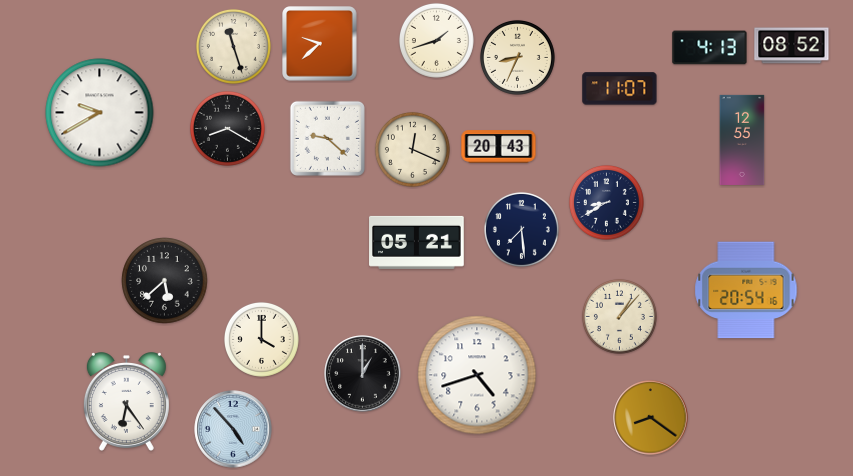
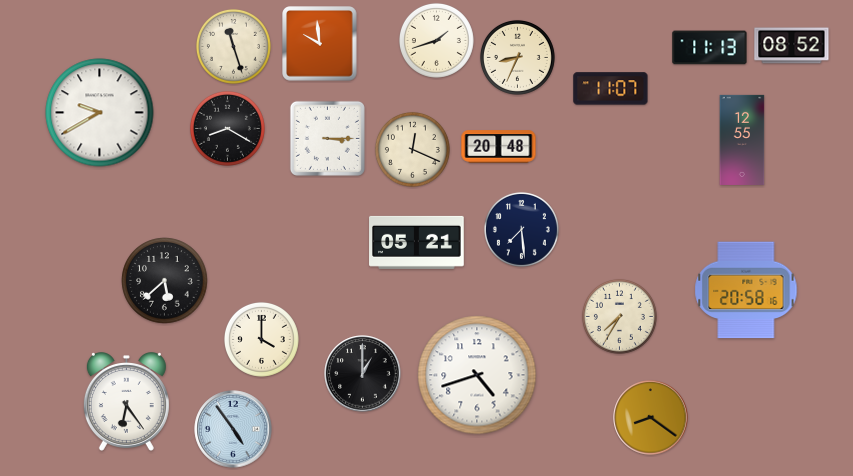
clock at (320, 44): 9:38 -> 9:59
clock at (710, 48): 4:13 -> 11:13
clock at (620, 89) position: (620, 89) -> (611, 89)
clock at (327, 138): 9:22 -> 3:15
clock at (499, 147): 20:43 -> 20:48
clock at (606, 202): 8:40 -> none
clock at (746, 290): 20:54 -> 20:58
clock at (619, 316): 1:07 -> 7:35
clock at (233, 429): 4:53 -> 4:54
